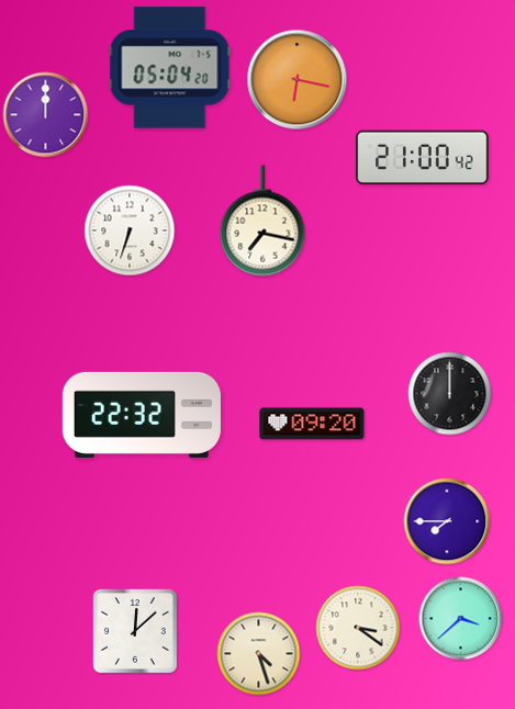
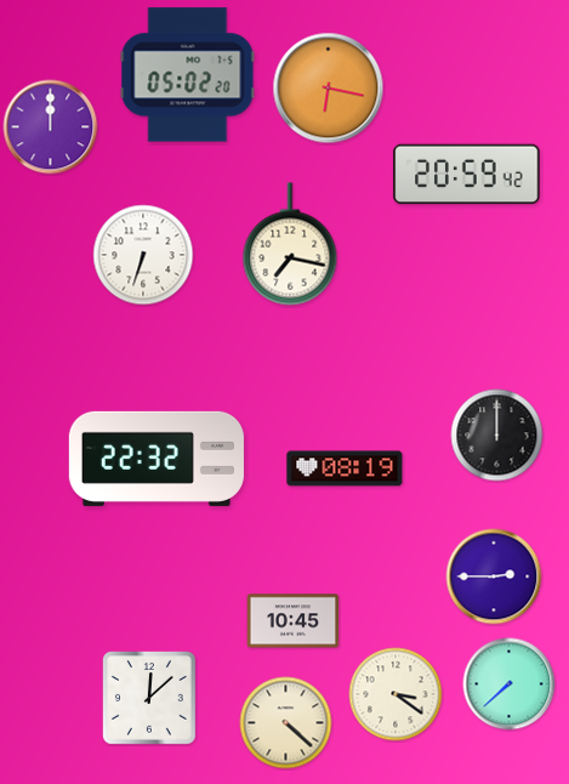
clock at (170, 68): 05:04 -> 05:02
clock at (423, 158): 21:00 -> 20:59
clock at (312, 424): 09:20 -> 08:19
clock at (447, 521): 7:45 -> 2:45
clock at (294, 621): none -> 10:45
clock at (461, 619): 3:38 -> 7:38
clock at (259, 654): 4:27 -> 4:22
